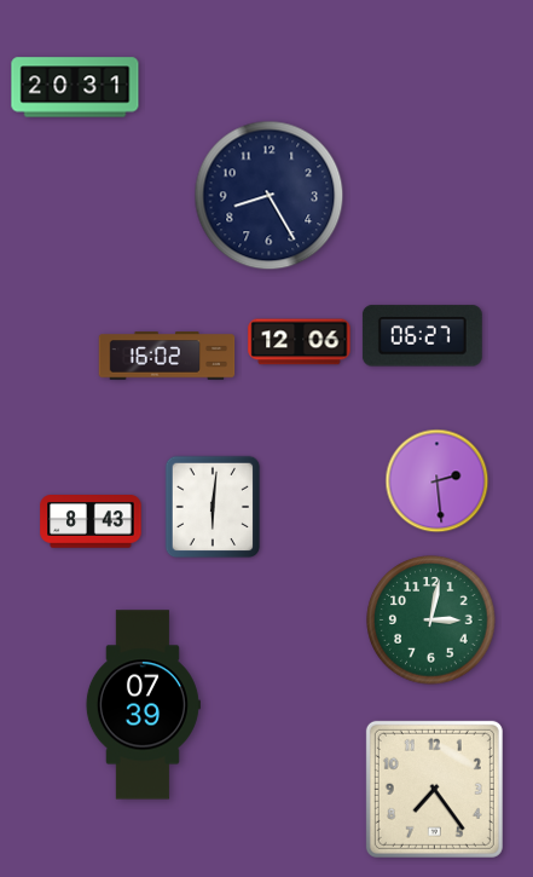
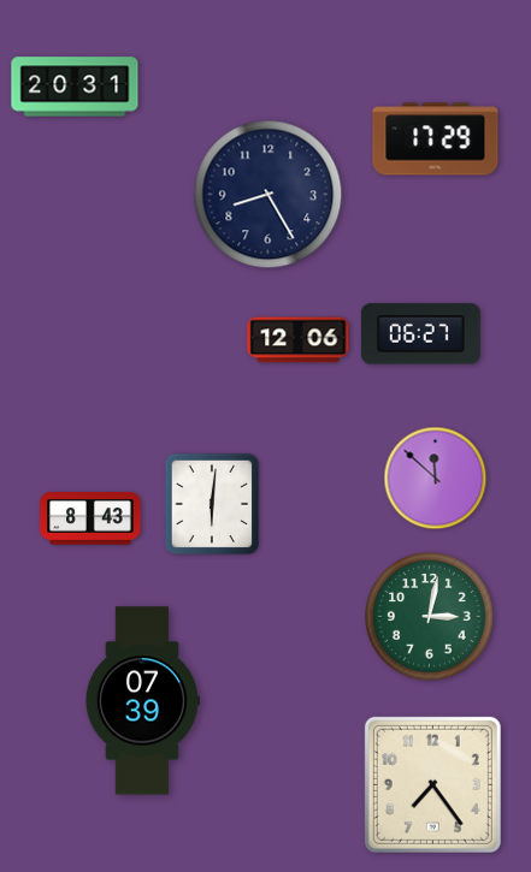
clock at (436, 140): none -> 17:29
clock at (167, 356): 16:02 -> none
clock at (438, 481): 2:29 -> 11:52
